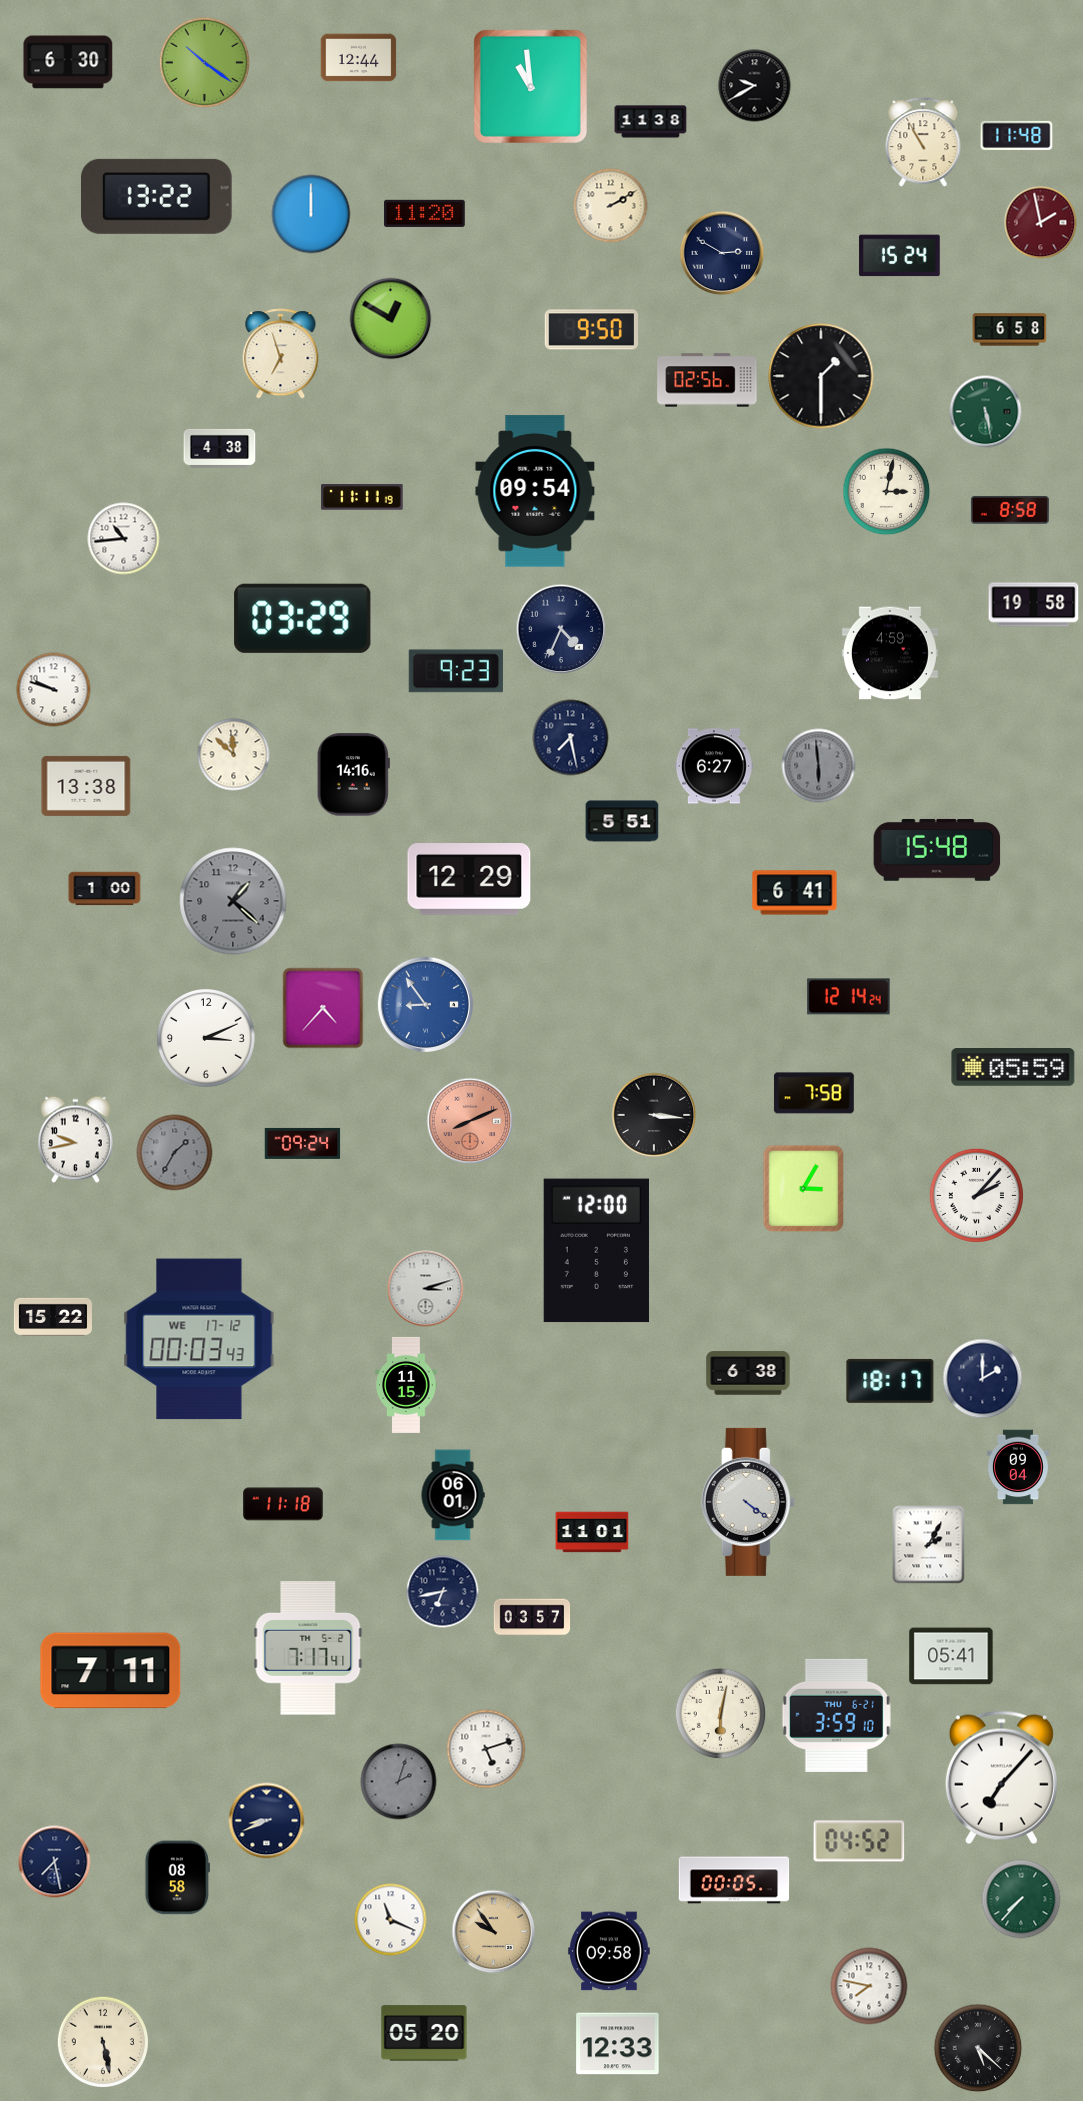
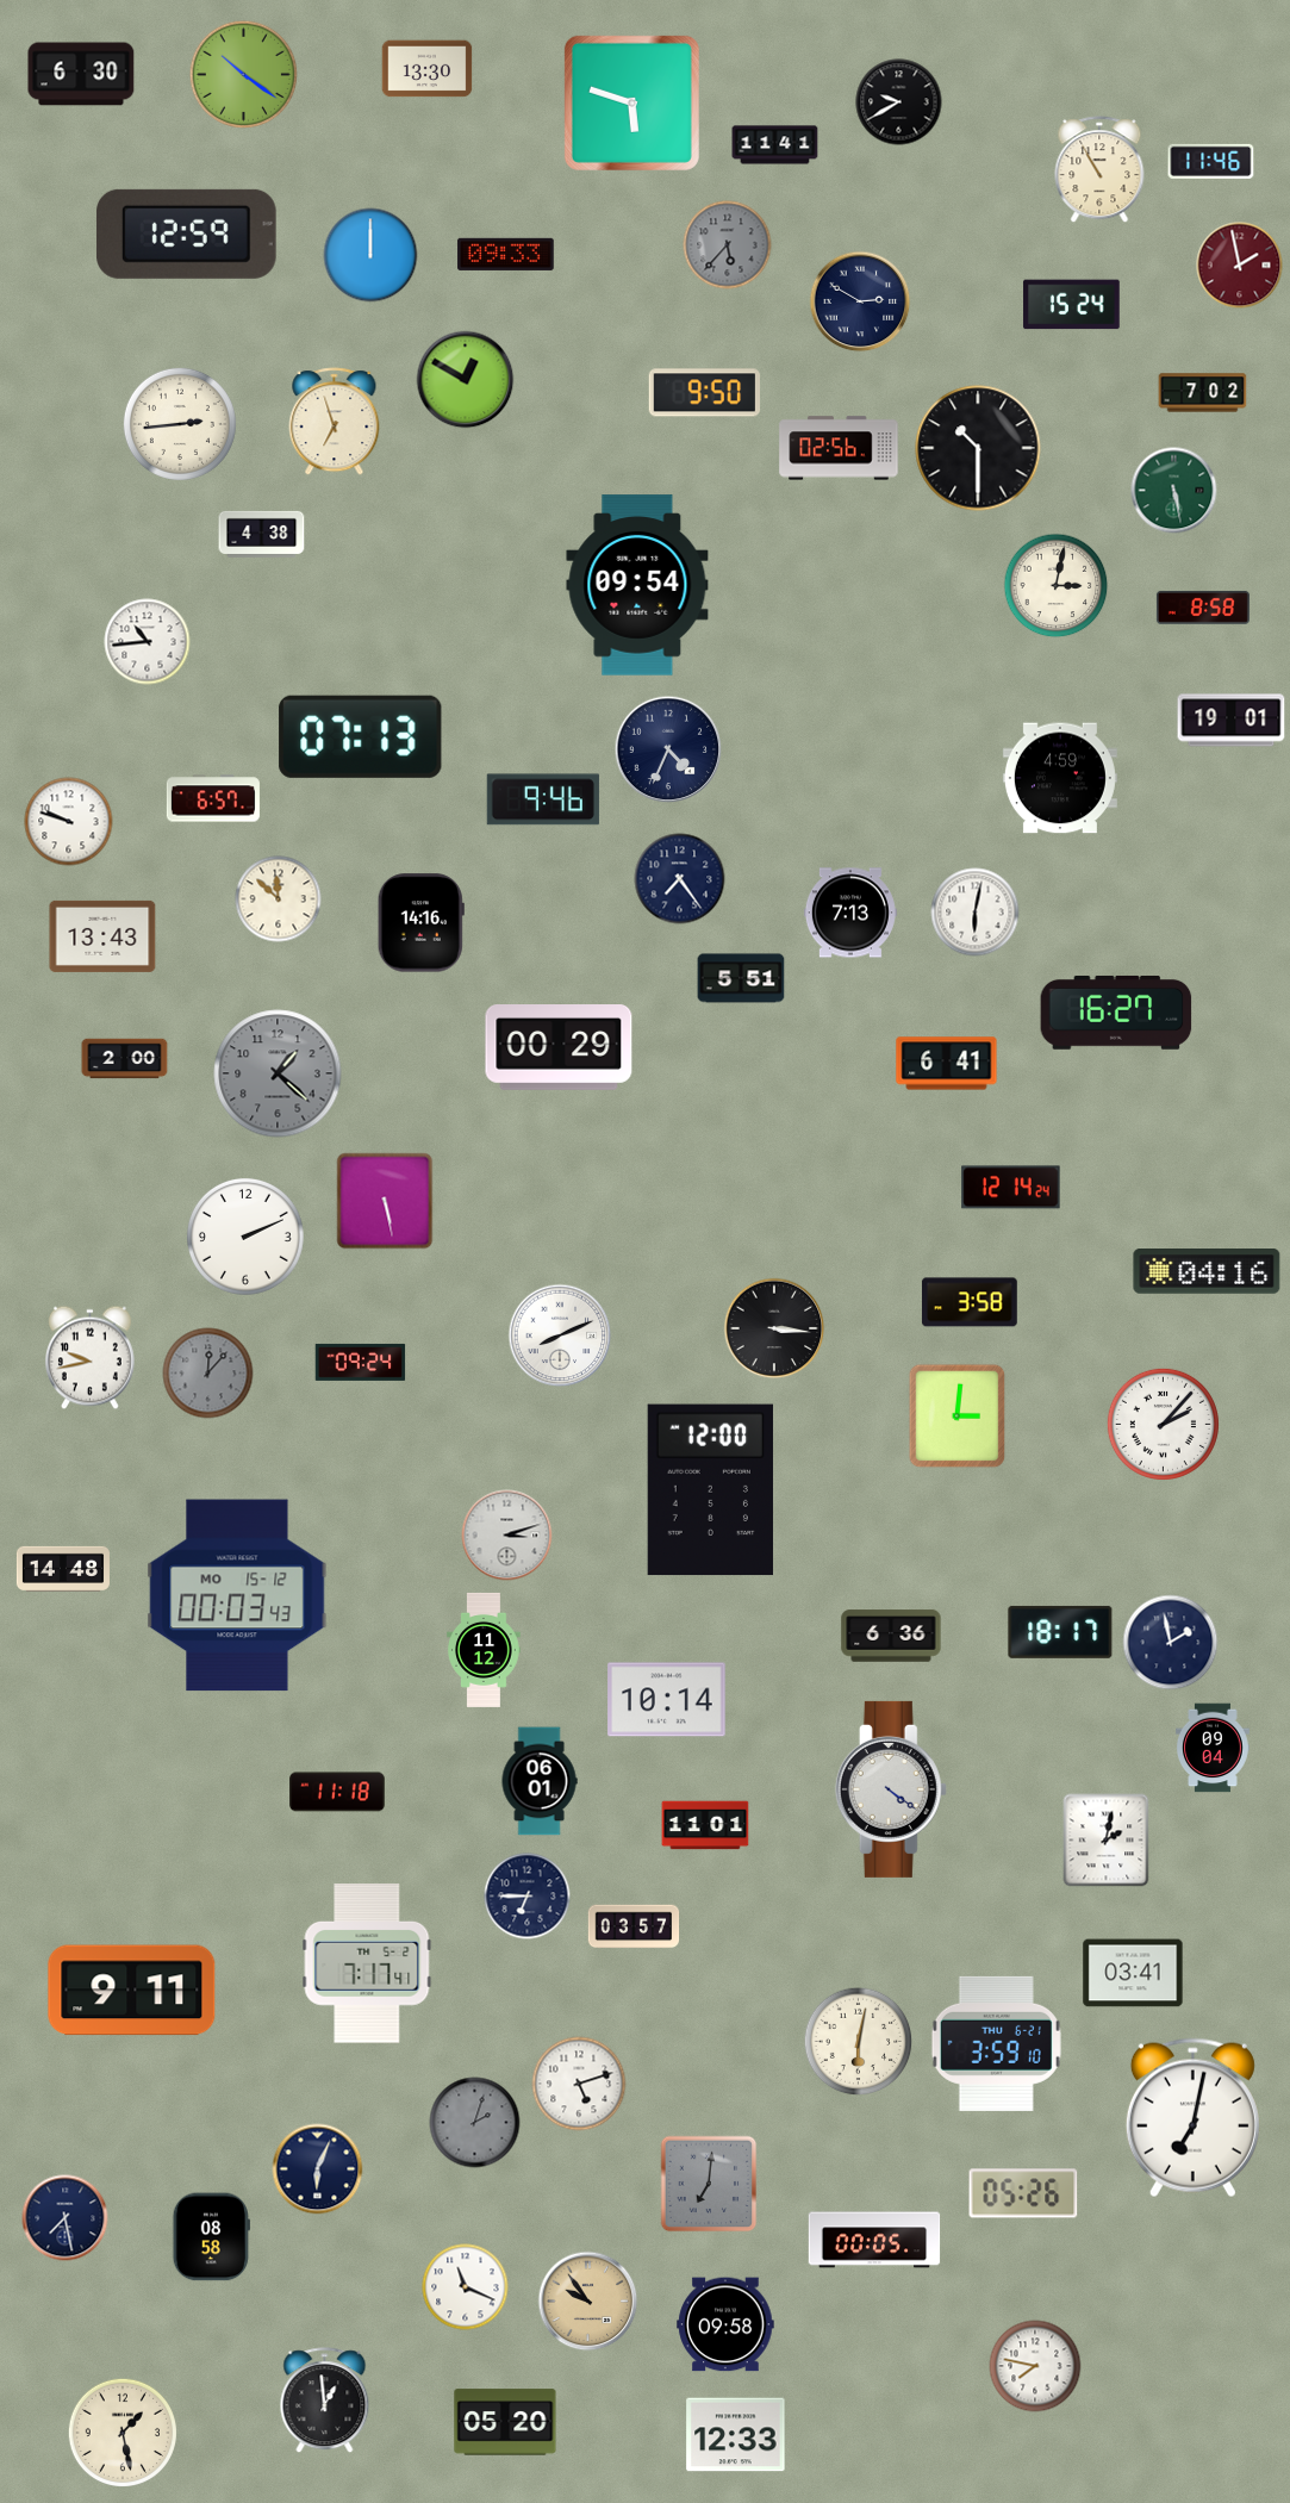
clock at (359, 58): 12:44 -> 13:30
clock at (530, 86): 10:59 -> 5:48
clock at (651, 122): 11:38 -> 11:41
clock at (1017, 135): 11:48 -> 11:46
clock at (156, 196): 13:22 -> 12:59
clock at (611, 206): 2:10 -> 5:37
clock at (611, 206) dial: cream -> grey
clock at (425, 213): 11:20 -> 09:33
clock at (1010, 330): 6:58 -> 7:02
clock at (180, 424): none -> 2:44
clock at (821, 376): 1:30 -> 10:30
clock at (707, 380) position: (707, 380) -> (839, 448)
clock at (362, 497): 11:11 -> none
clock at (1034, 605): 19:58 -> 19:01
clock at (303, 618): 03:29 -> 07:13
clock at (213, 798): none -> 6:57
clock at (456, 671): 9:23 -> 9:46
clock at (54, 690) position: (54, 690) -> (69, 822)
clock at (571, 738): 7:28 -> 7:24
clock at (714, 766): 6:27 -> 7:13
clock at (819, 766): 5:59 -> 6:02
clock at (819, 766) dial: grey -> white
clock at (86, 786): 13:38 -> 13:43
clock at (937, 850): 15:48 -> 16:27
clock at (469, 880): 12:29 -> 00:29
clock at (105, 889): 1:00 -> 2:00
clock at (425, 1004): 8:54 -> none
clock at (323, 1008): 4:37 -> 5:28
clock at (206, 1038): 3:11 -> 2:11
clock at (1013, 1068): 05:59 -> 04:16
clock at (814, 1093): 7:58 -> 3:58
clock at (654, 1115) position: (654, 1115) -> (774, 1328)
clock at (470, 1121) dial: salmon -> white
clock at (175, 1153): 1:35 -> 12:07
clock at (804, 1189): 3:05 -> 3:01
clock at (53, 1317): 15:22 -> 14:48
clock at (199, 1339) date: WE 17-12 -> MO 15-12
clock at (748, 1373): 6:38 -> 6:36
clock at (983, 1379): 2:00 -> 1:58
clock at (890, 1381) position: (890, 1381) -> (1060, 1632)
clock at (406, 1385): 11:15 -> 11:12
clock at (667, 1700): none -> 10:14
clock at (929, 1545): 2:05 -> 2:02
clock at (443, 1592): 6:43 -> 6:45
clock at (951, 1656): 05:41 -> 03:41
clock at (111, 1671): 7:11 -> 9:11
clock at (1001, 1778): 7:07 -> 7:02
clock at (267, 1821): 8:41 -> 6:04
clock at (709, 2184): none -> 7:01
clock at (859, 1841): 04:52 -> 05:26
clock at (1021, 1899): 7:37 -> none
clock at (325, 2401): none -> 12:59
clock at (102, 2041): 5:28 -> 1:28
clock at (978, 2048): 5:22 -> none
